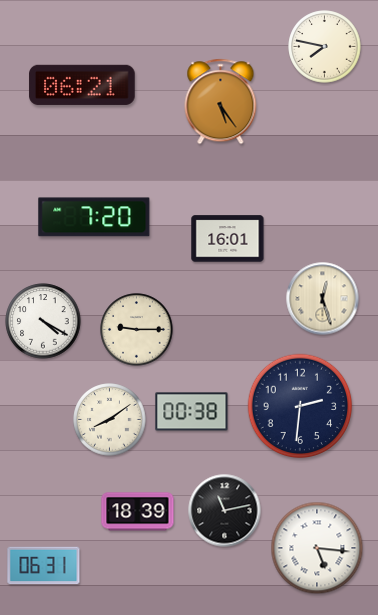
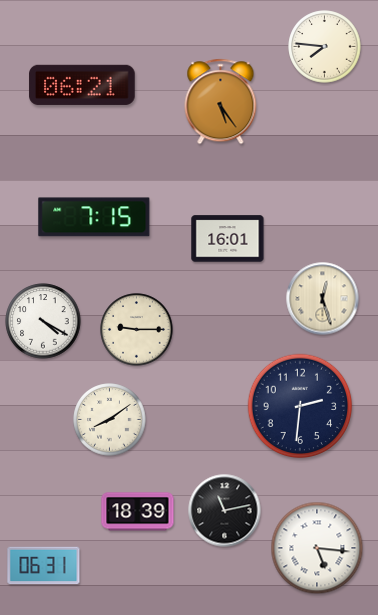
clock at (325, 47): 7:47 -> 7:46
clock at (94, 217): 7:20 -> 7:15
clock at (192, 412): 00:38 -> none
